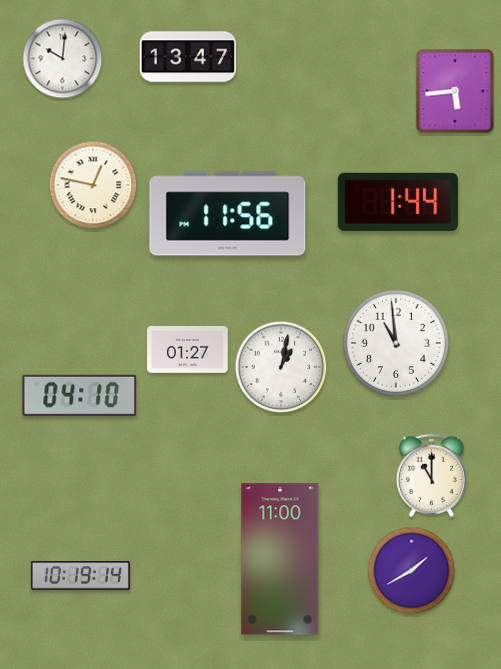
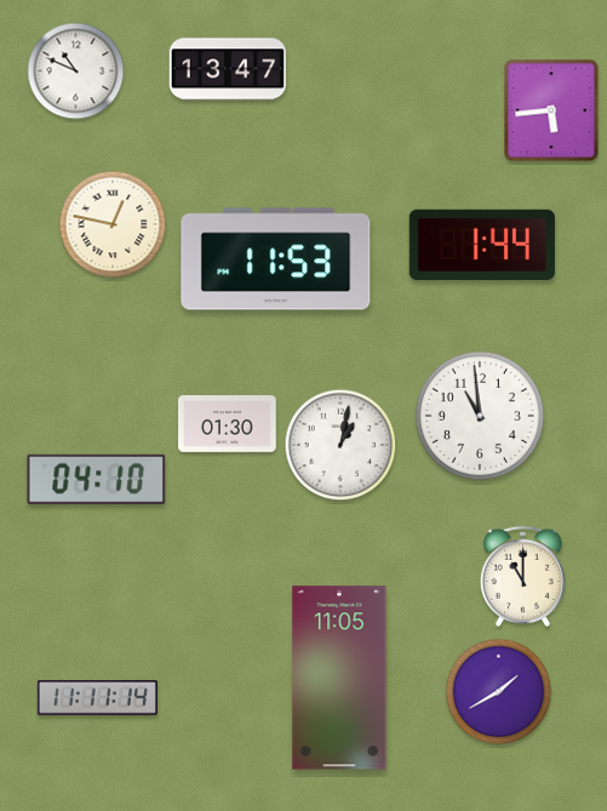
clock at (63, 59): 10:01 -> 10:49
clock at (228, 214): 11:56 -> 11:53
clock at (188, 350): 01:27 -> 01:30
clock at (280, 559): 11:00 -> 11:05
clock at (80, 576): 10:19 -> 11:11
